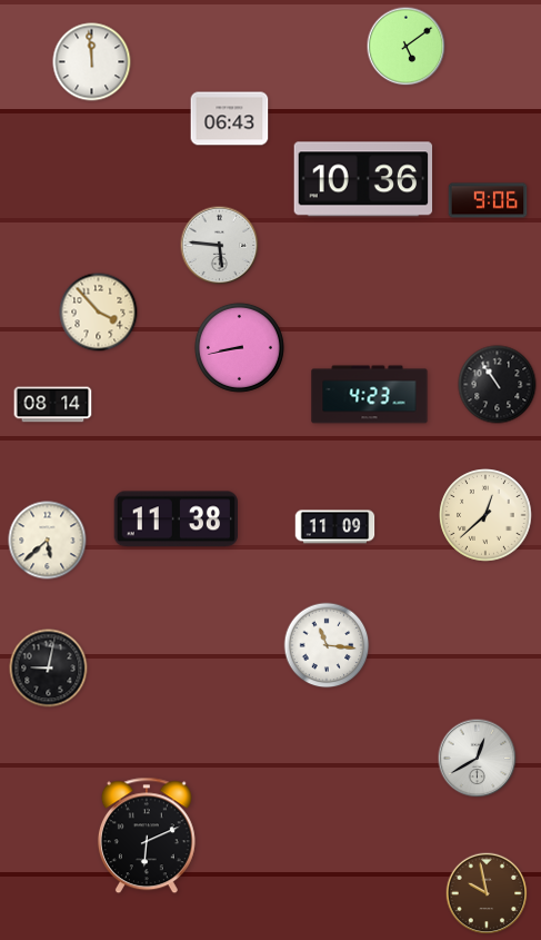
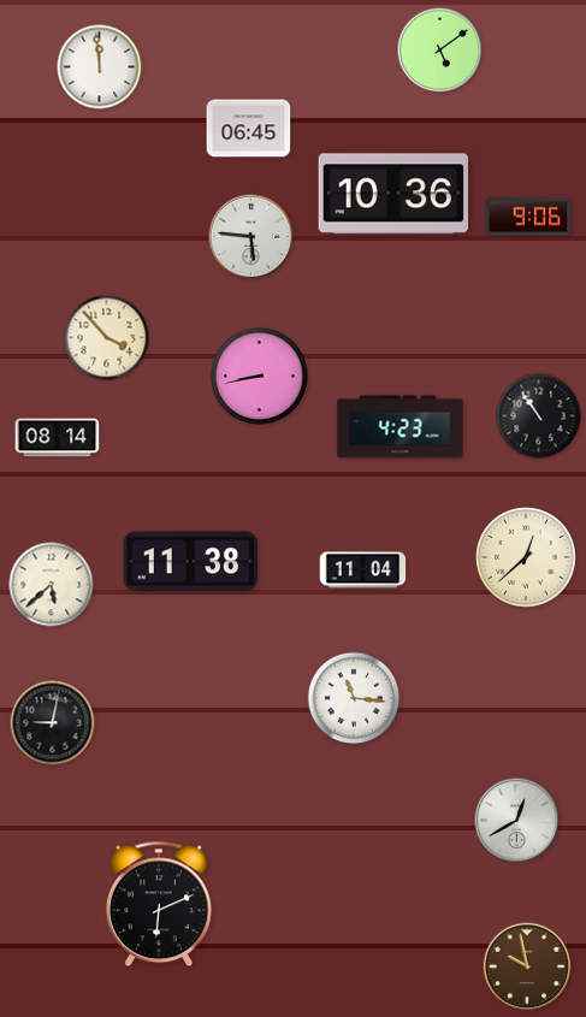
clock at (230, 119): 06:43 -> 06:45
clock at (220, 246) position: (220, 246) -> (251, 237)
clock at (335, 527): 11:09 -> 11:04
